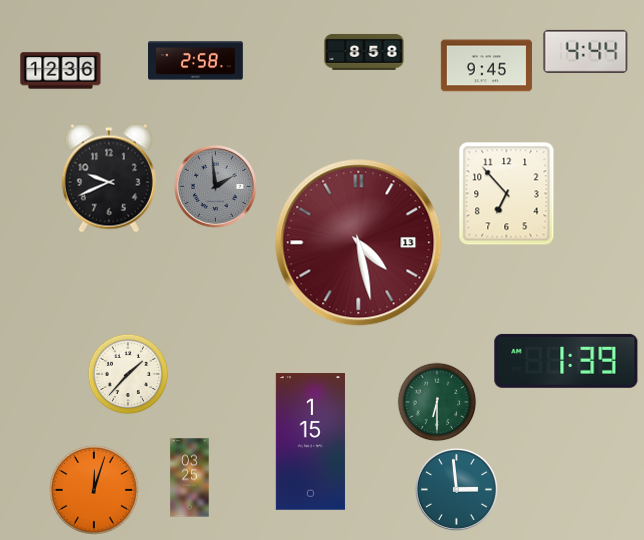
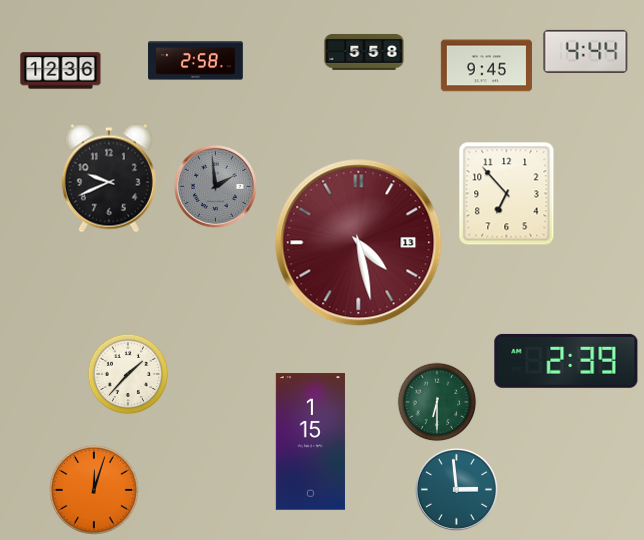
clock at (364, 52): 8:58 -> 5:58
clock at (566, 361): 1:39 -> 2:39
clock at (190, 478): 03:25 -> none
